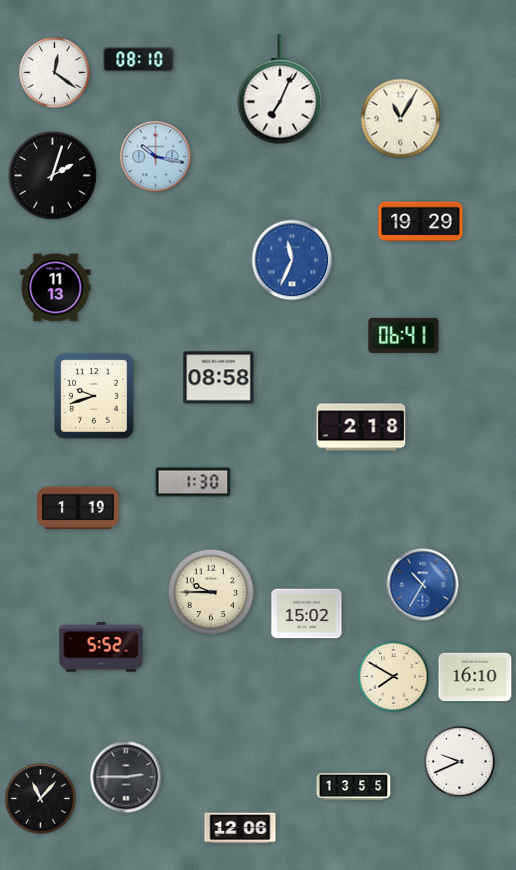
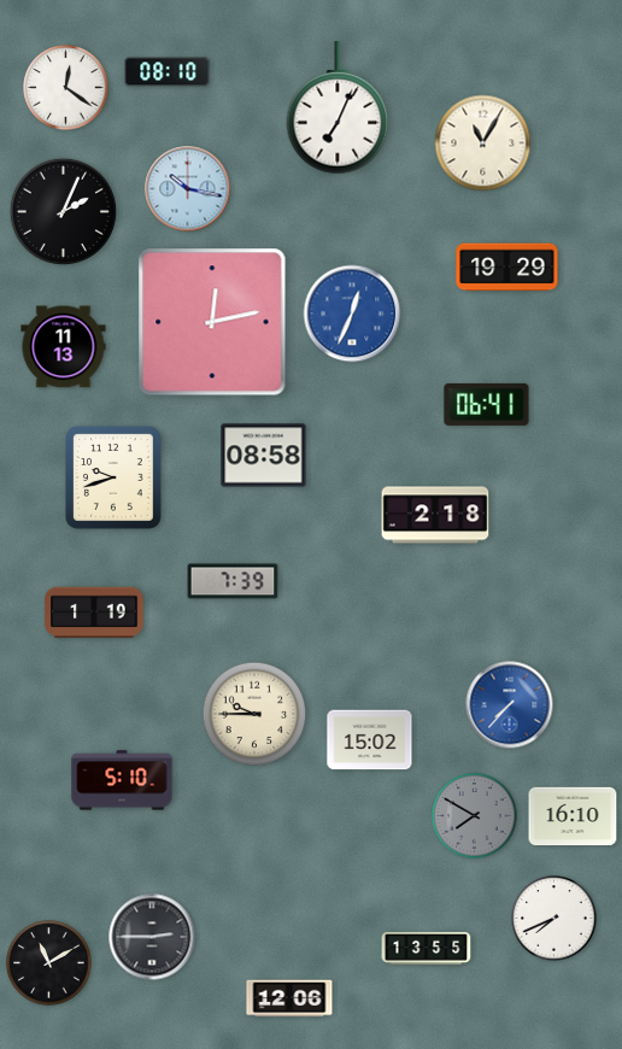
clock at (52, 175): 2:03 -> 2:04
clock at (292, 260): 11:34 -> 12:34
clock at (212, 322): none -> 12:13
clock at (56, 288) position: (56, 288) -> (64, 347)
clock at (193, 482): 1:30 -> 7:39
clock at (423, 585): 10:35 -> 7:37
clock at (101, 647): 5:52 -> 5:10
clock at (394, 677) dial: cream -> grey
clock at (460, 762): 9:41 -> 7:41
clock at (41, 799): 11:07 -> 11:10
